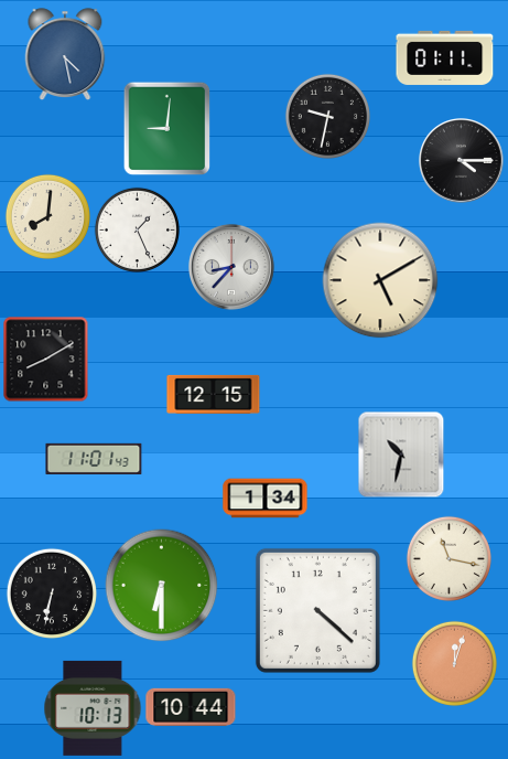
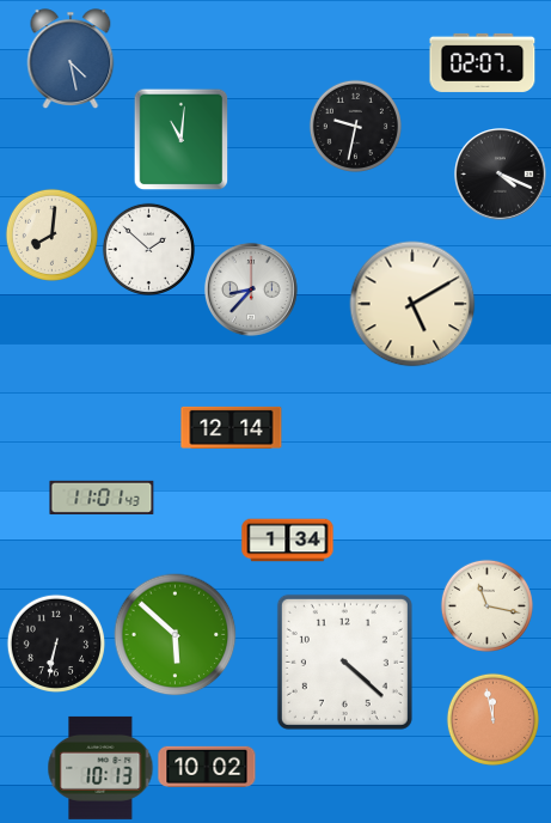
clock at (445, 57): 01:11 -> 02:07
clock at (167, 128): 9:01 -> 11:01
clock at (462, 161): 4:15 -> 4:19
clock at (137, 229): 1:26 -> 1:52
clock at (45, 359): 8:10 -> none
clock at (214, 394): 12:15 -> 12:14
clock at (401, 455): 10:32 -> none
clock at (162, 586): 6:30 -> 5:52
clock at (454, 663): 12:03 -> 11:58
clock at (191, 707): 10:44 -> 10:02
